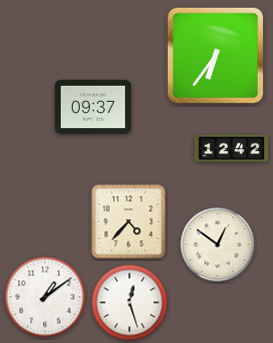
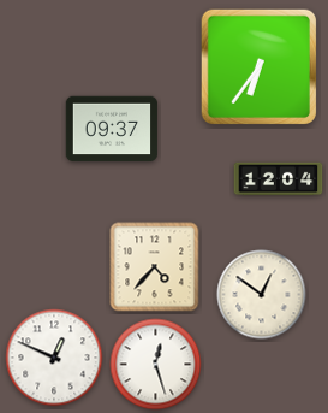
clock at (232, 149): 12:42 -> 12:04
clock at (45, 297): 1:09 -> 12:49
